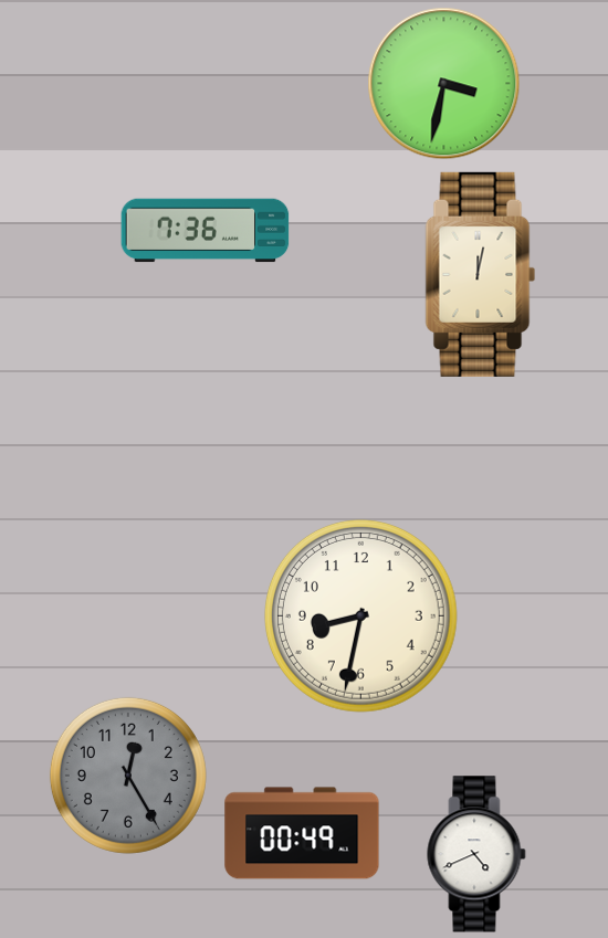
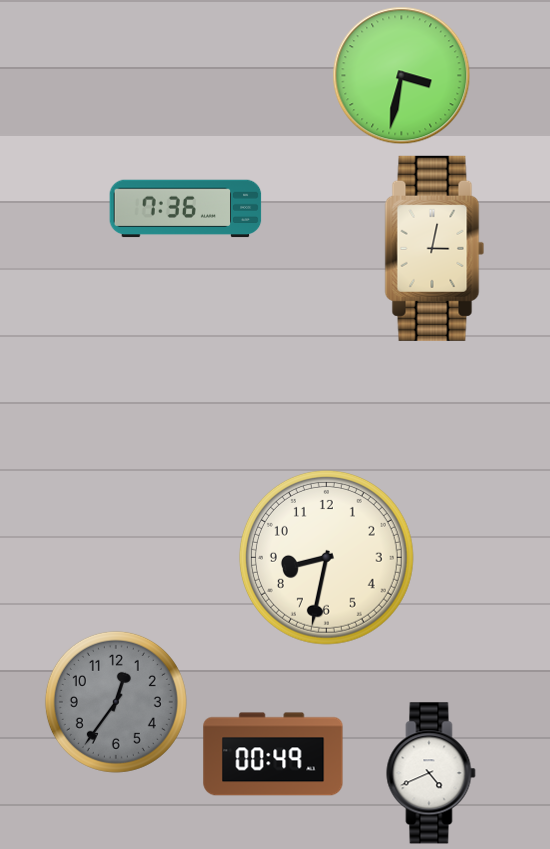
clock at (481, 274): 12:02 -> 3:02
clock at (128, 776): 12:25 -> 12:36
